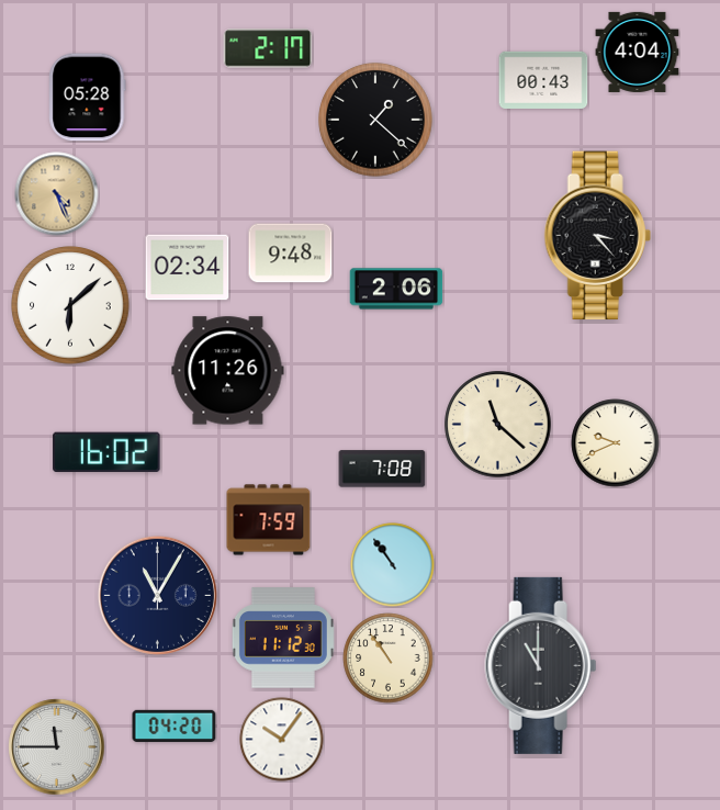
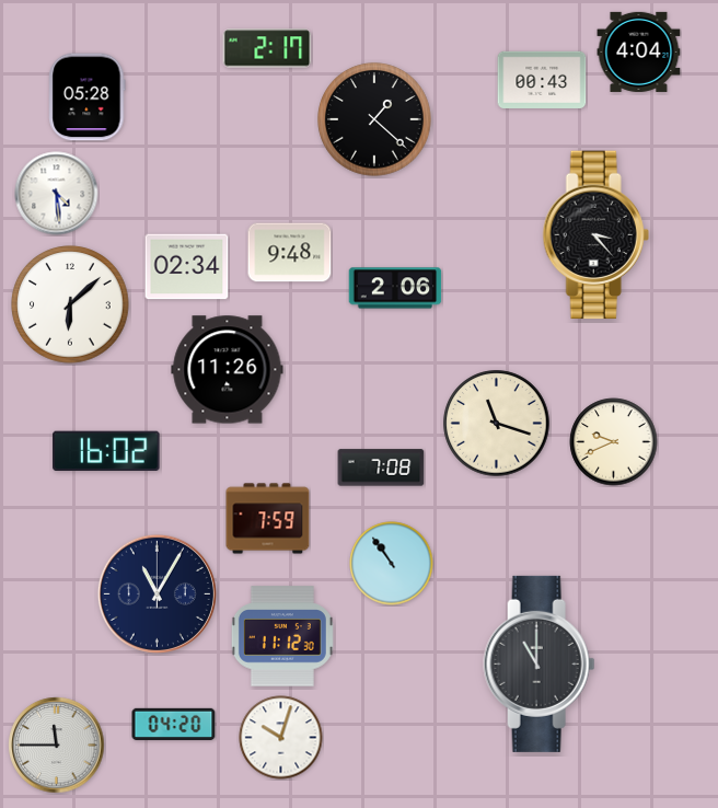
clock at (638, 52) position: (638, 52) -> (639, 51)
clock at (57, 194): 4:26 -> 4:29
clock at (57, 194) dial: champagne -> white
clock at (498, 425): 11:22 -> 11:18
clock at (389, 659): 10:54 -> none
clock at (282, 740): 10:06 -> 10:03
